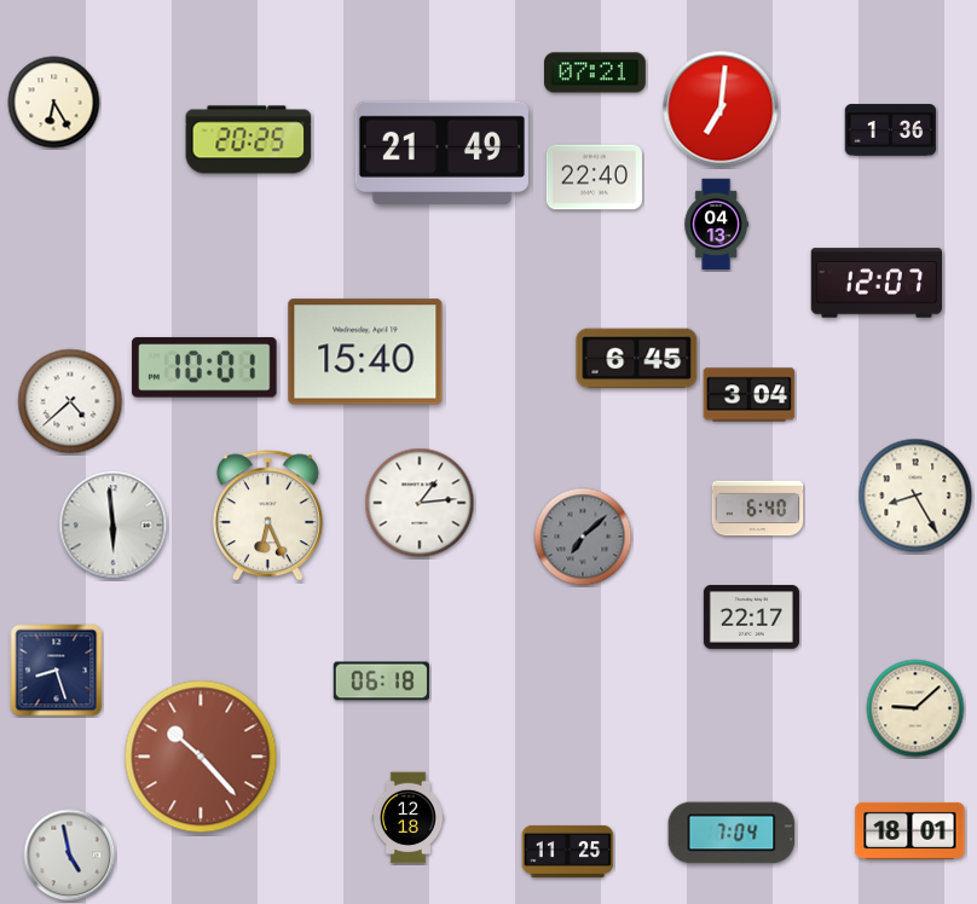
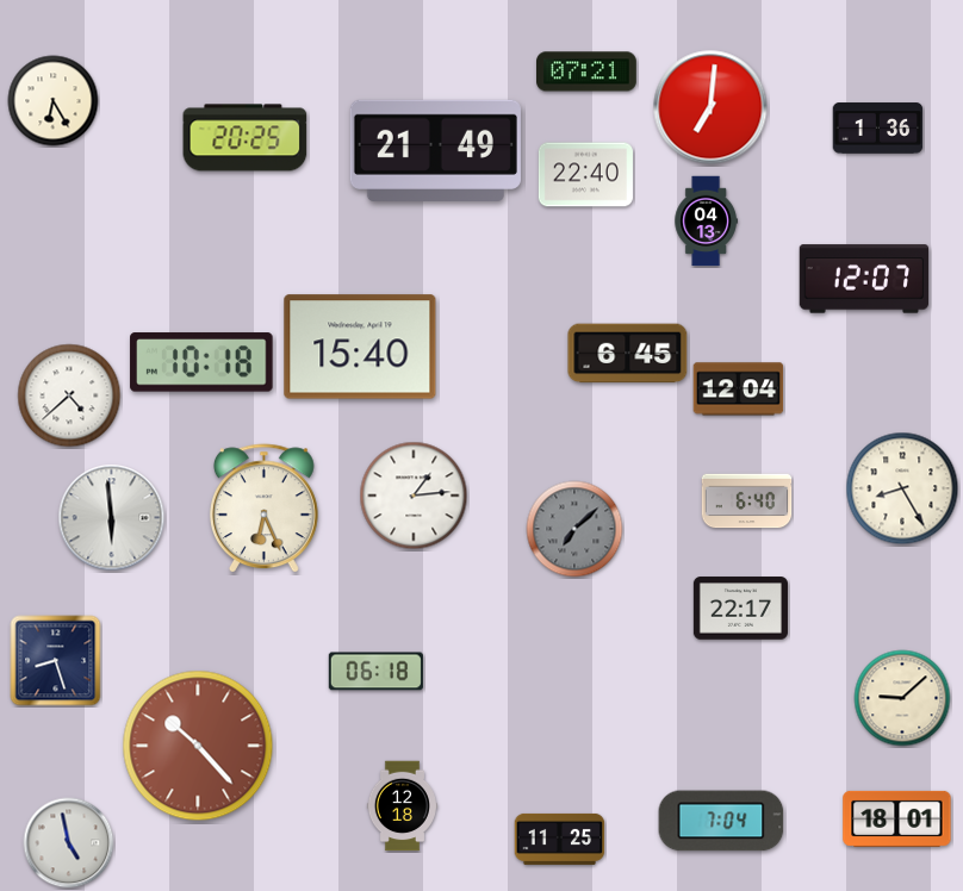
clock at (204, 367): 10:01 -> 10:18
clock at (750, 395): 3:04 -> 12:04
